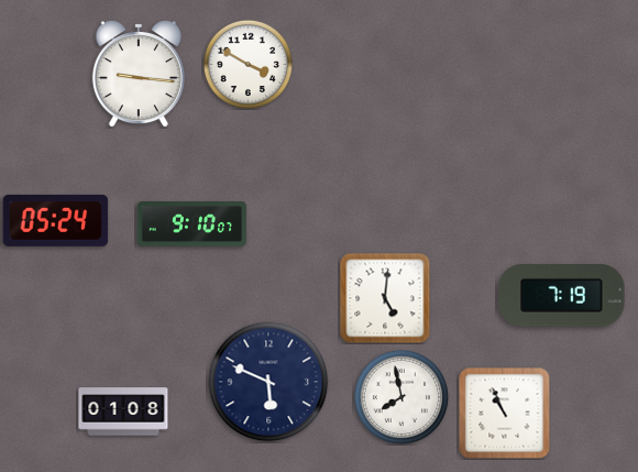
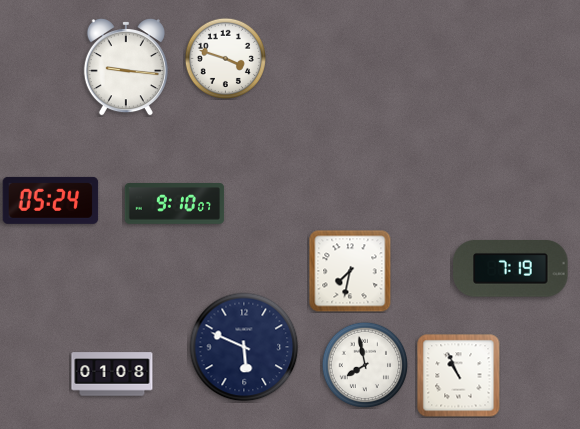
clock at (248, 64): 3:50 -> 3:48
clock at (385, 298): 5:01 -> 7:32
clock at (400, 396) position: (400, 396) -> (364, 364)
